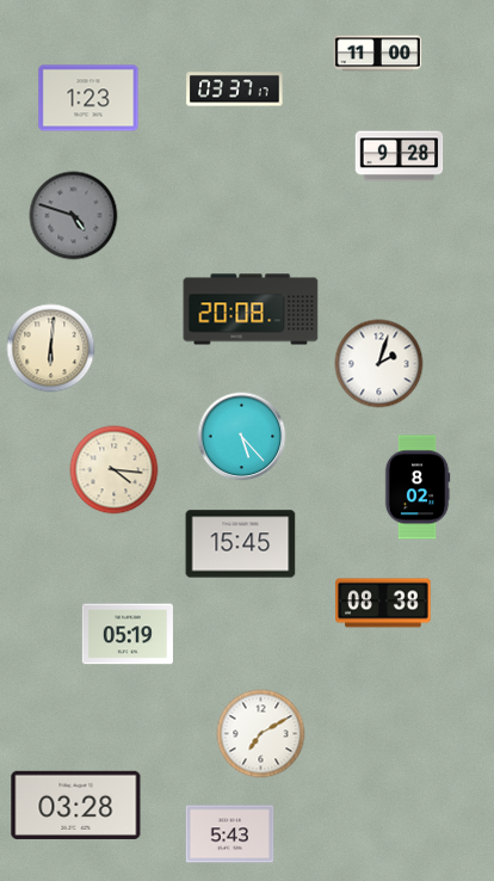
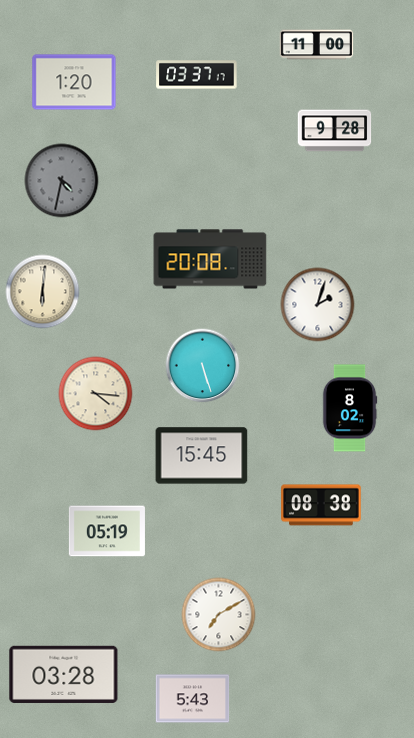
clock at (88, 98): 1:23 -> 1:20
clock at (74, 216): 4:48 -> 4:32
clock at (242, 437): 5:23 -> 5:27
